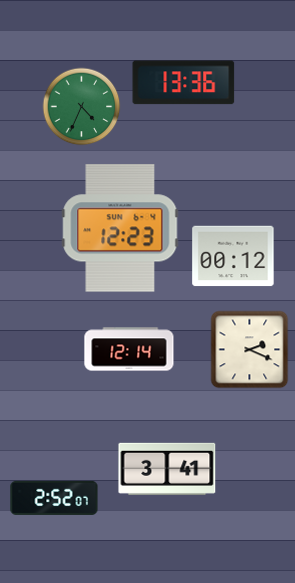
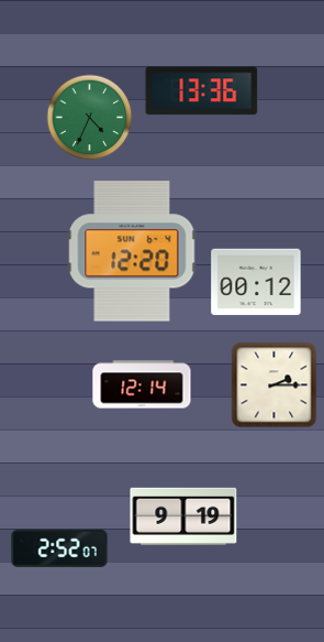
clock at (120, 228): 12:23 -> 12:20
clock at (249, 349): 2:19 -> 2:15
clock at (167, 469): 3:41 -> 9:19
